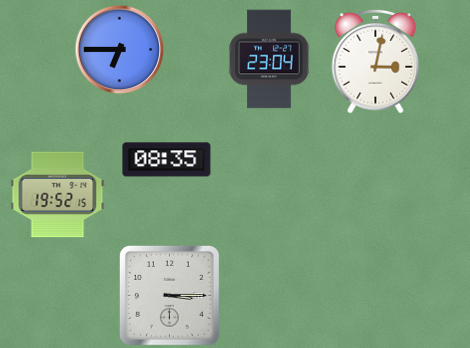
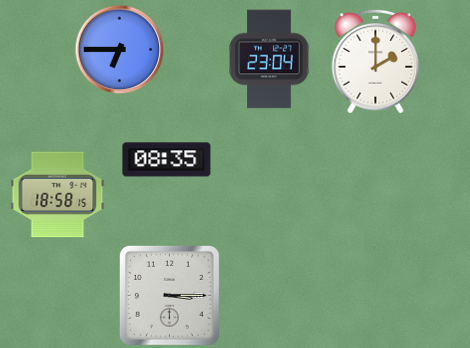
clock at (376, 61): 3:02 -> 2:00
clock at (58, 195): 19:52 -> 18:58
